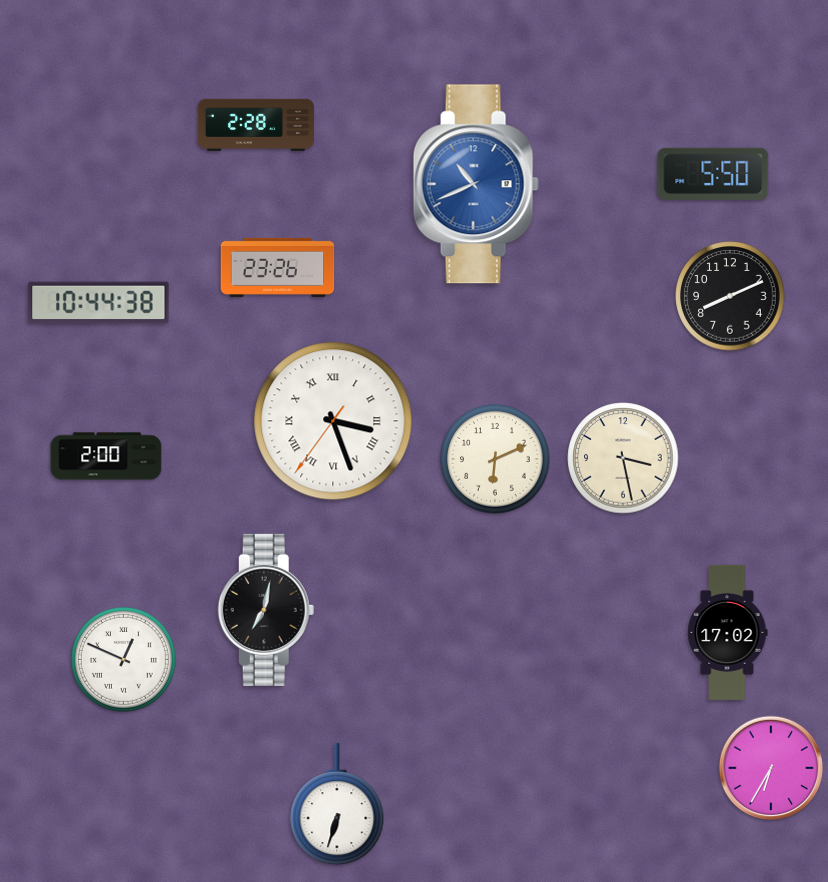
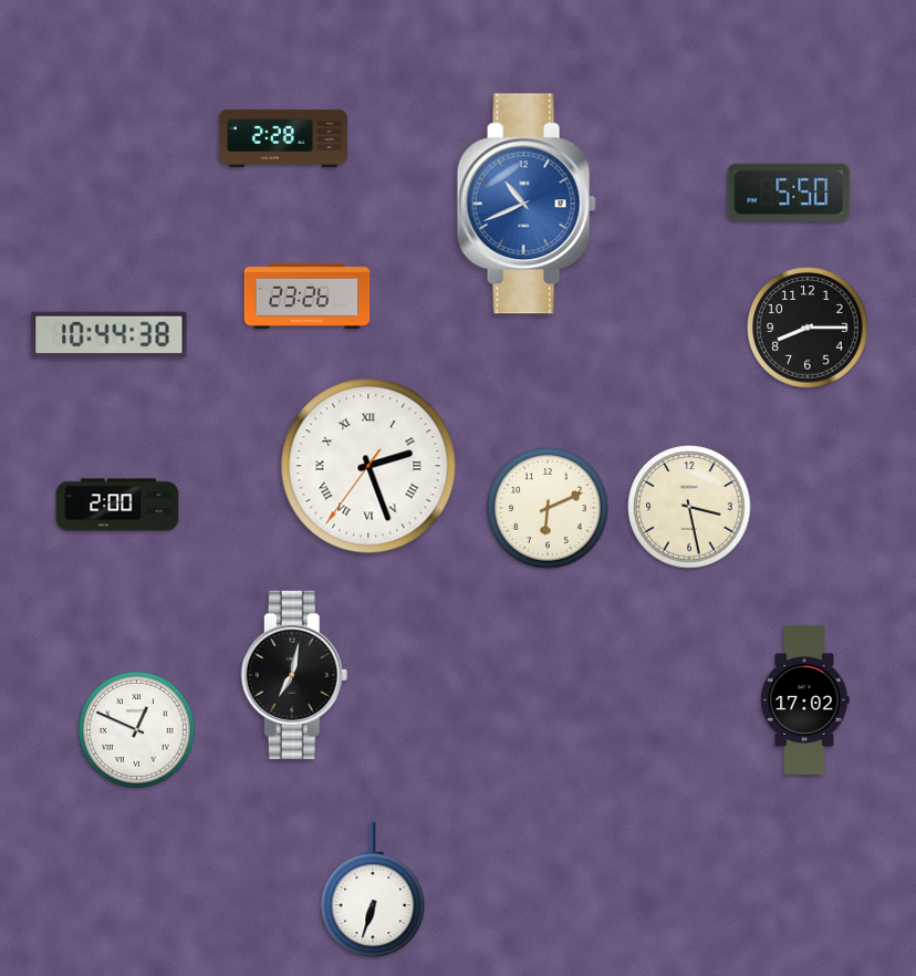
clock at (730, 296): 8:11 -> 8:15
clock at (333, 421): 3:26 -> 2:26
clock at (770, 767): 6:35 -> none
